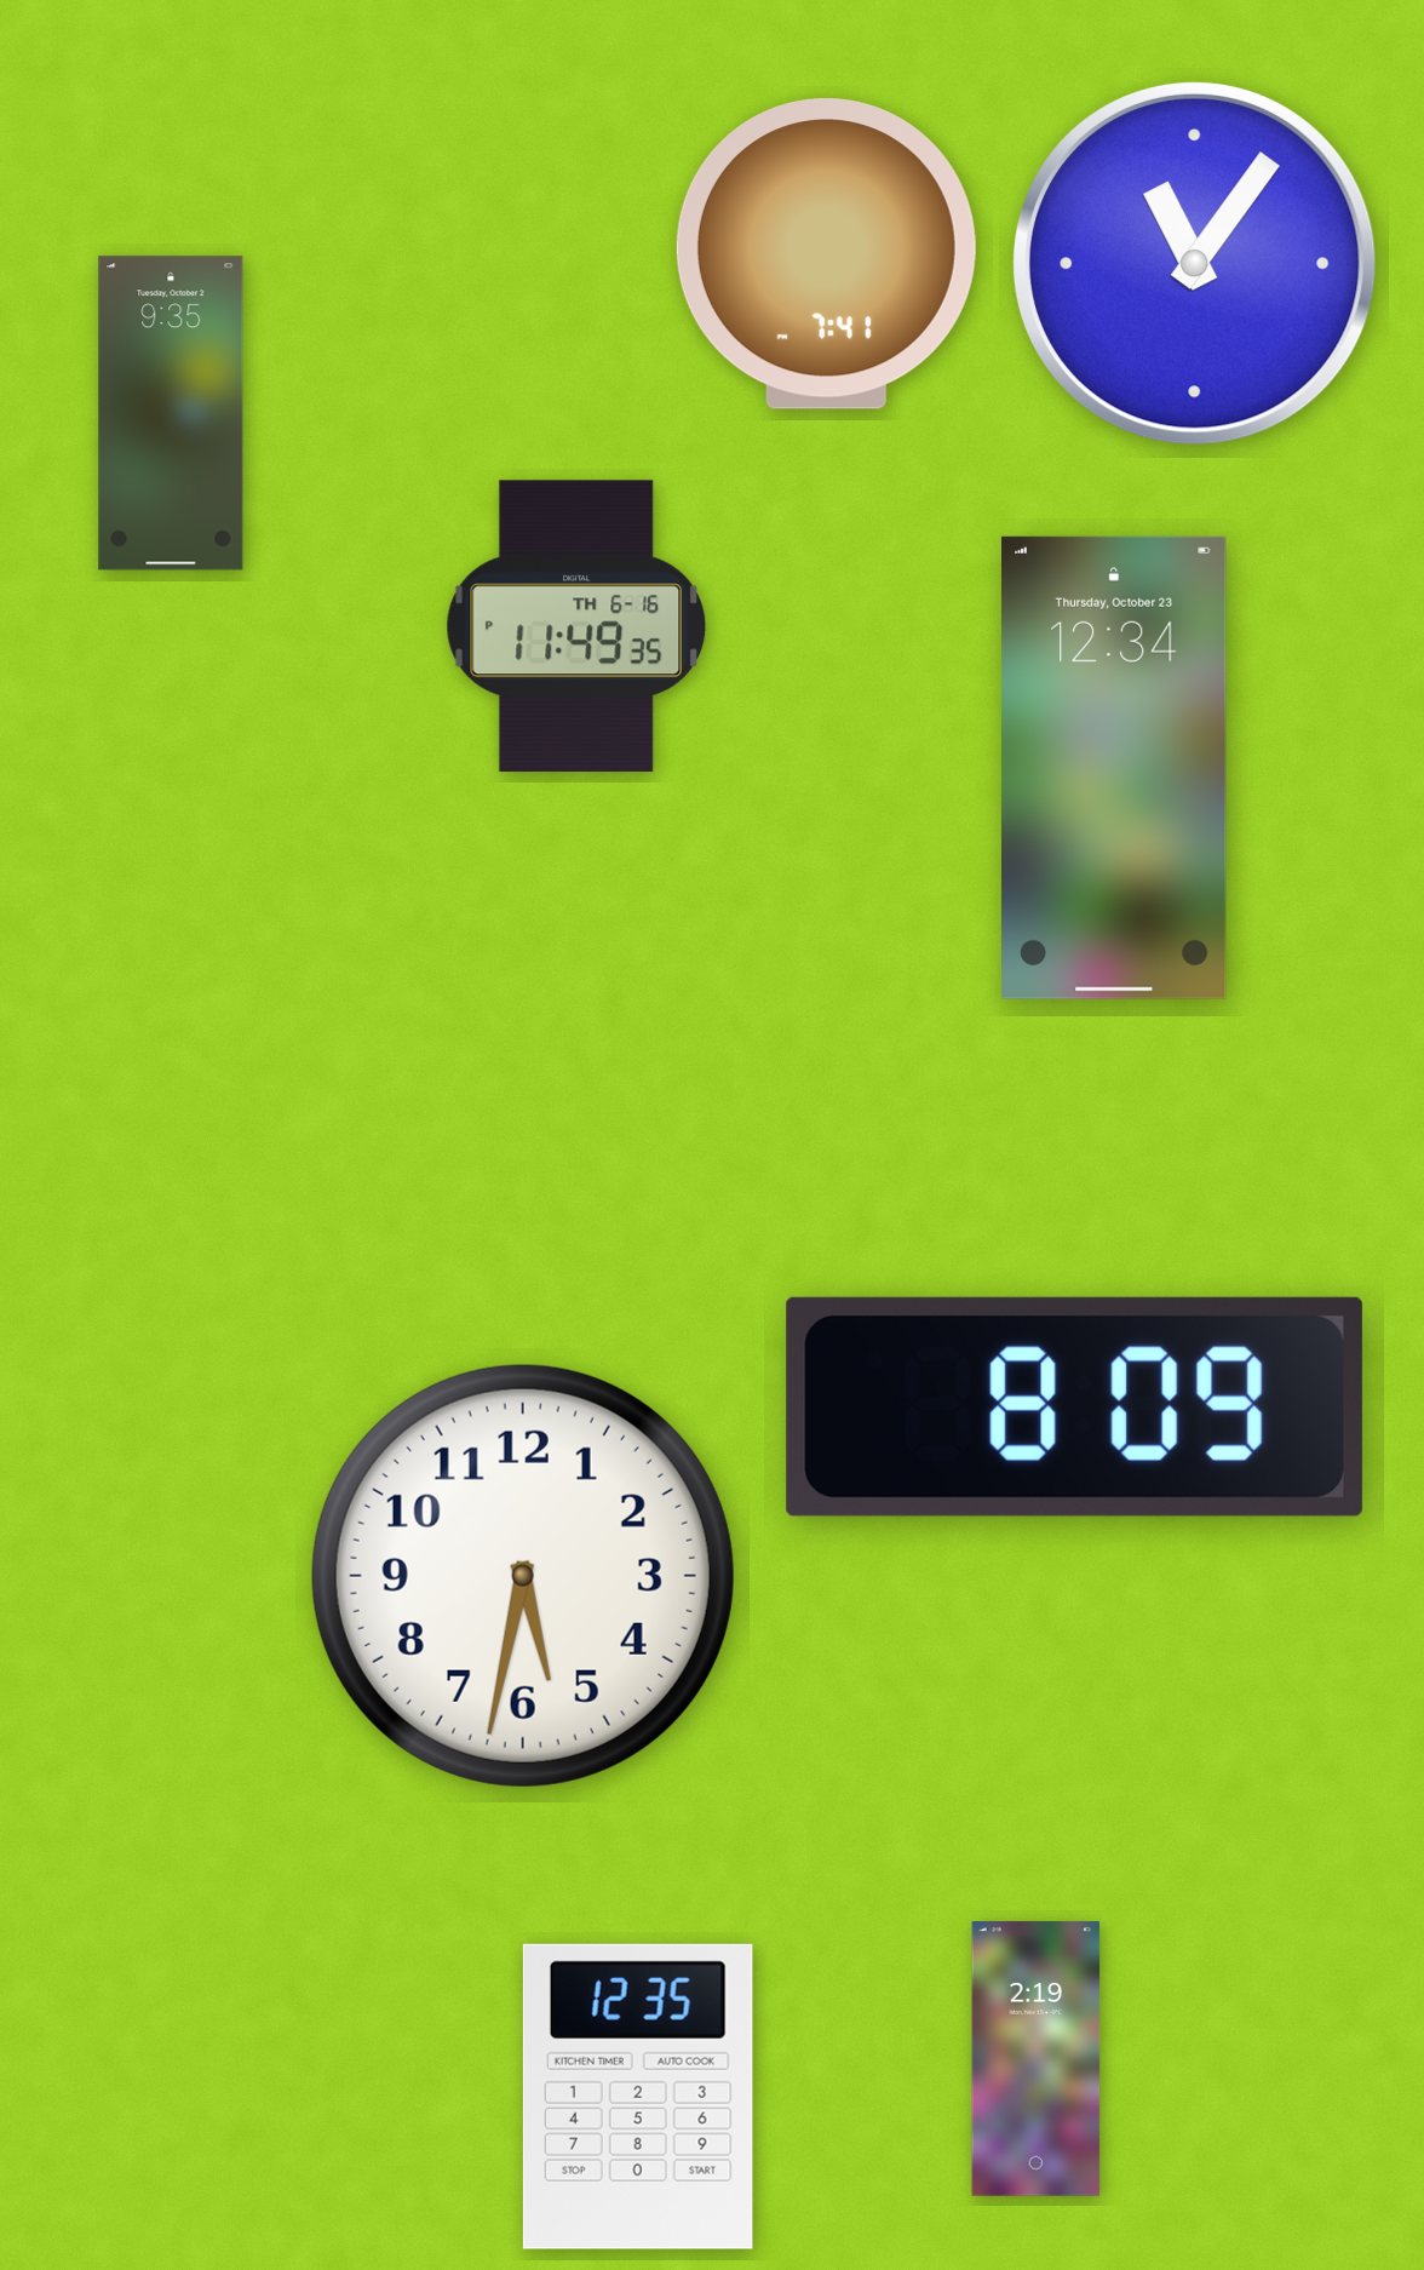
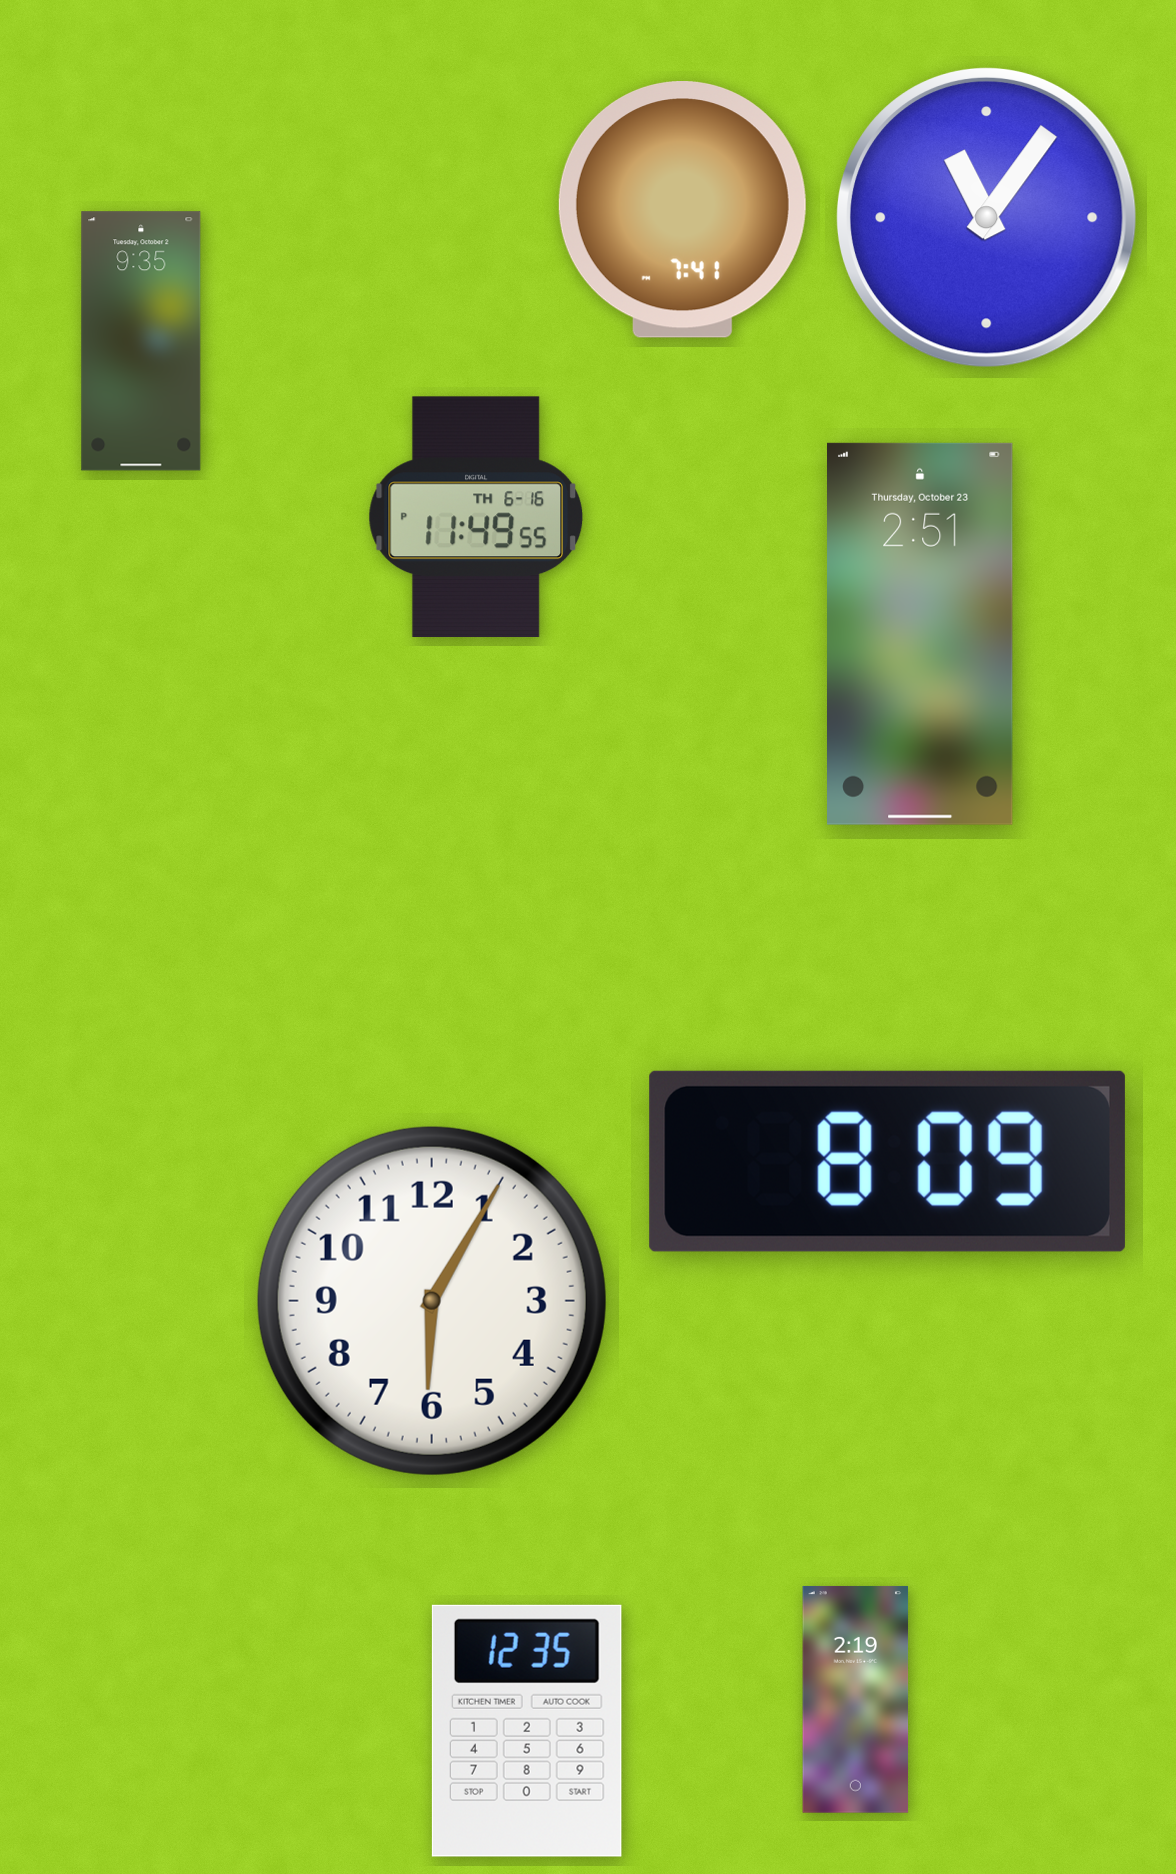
clock at (576, 625): 11:49:35 PM -> 11:49:55 PM
clock at (1115, 768): 12:34 -> 2:51
clock at (523, 1576): 5:32 -> 6:05
